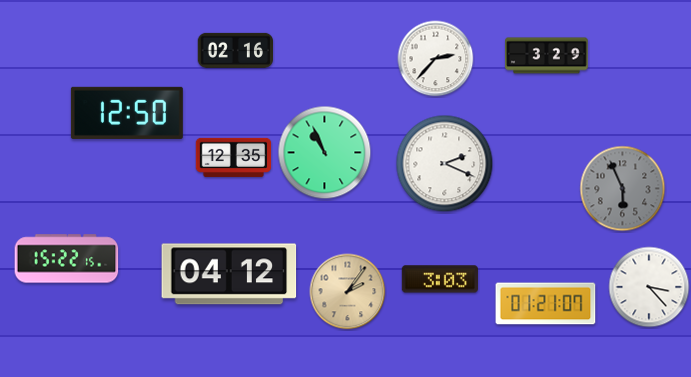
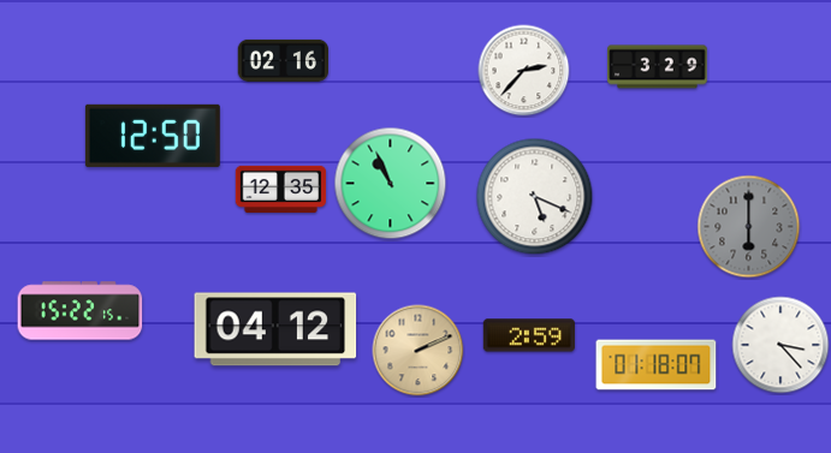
clock at (445, 164): 2:19 -> 5:19
clock at (623, 189): 5:56 -> 6:00
clock at (440, 279): 3:03 -> 2:59
clock at (348, 292): 2:06 -> 2:11
clock at (546, 304): 01:21 -> 01:18
